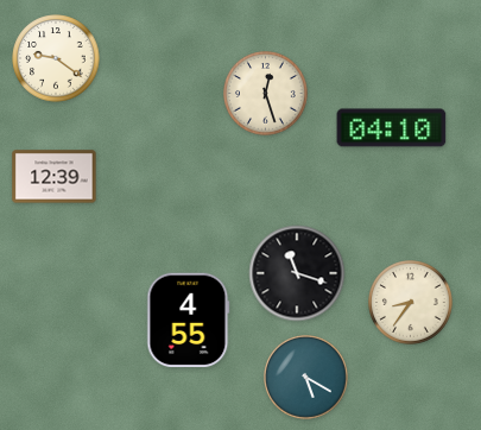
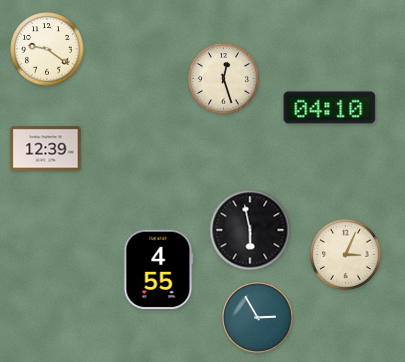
clock at (297, 273): 11:18 -> 5:58
clock at (411, 303): 8:36 -> 3:04
clock at (306, 378): 5:20 -> 2:55
